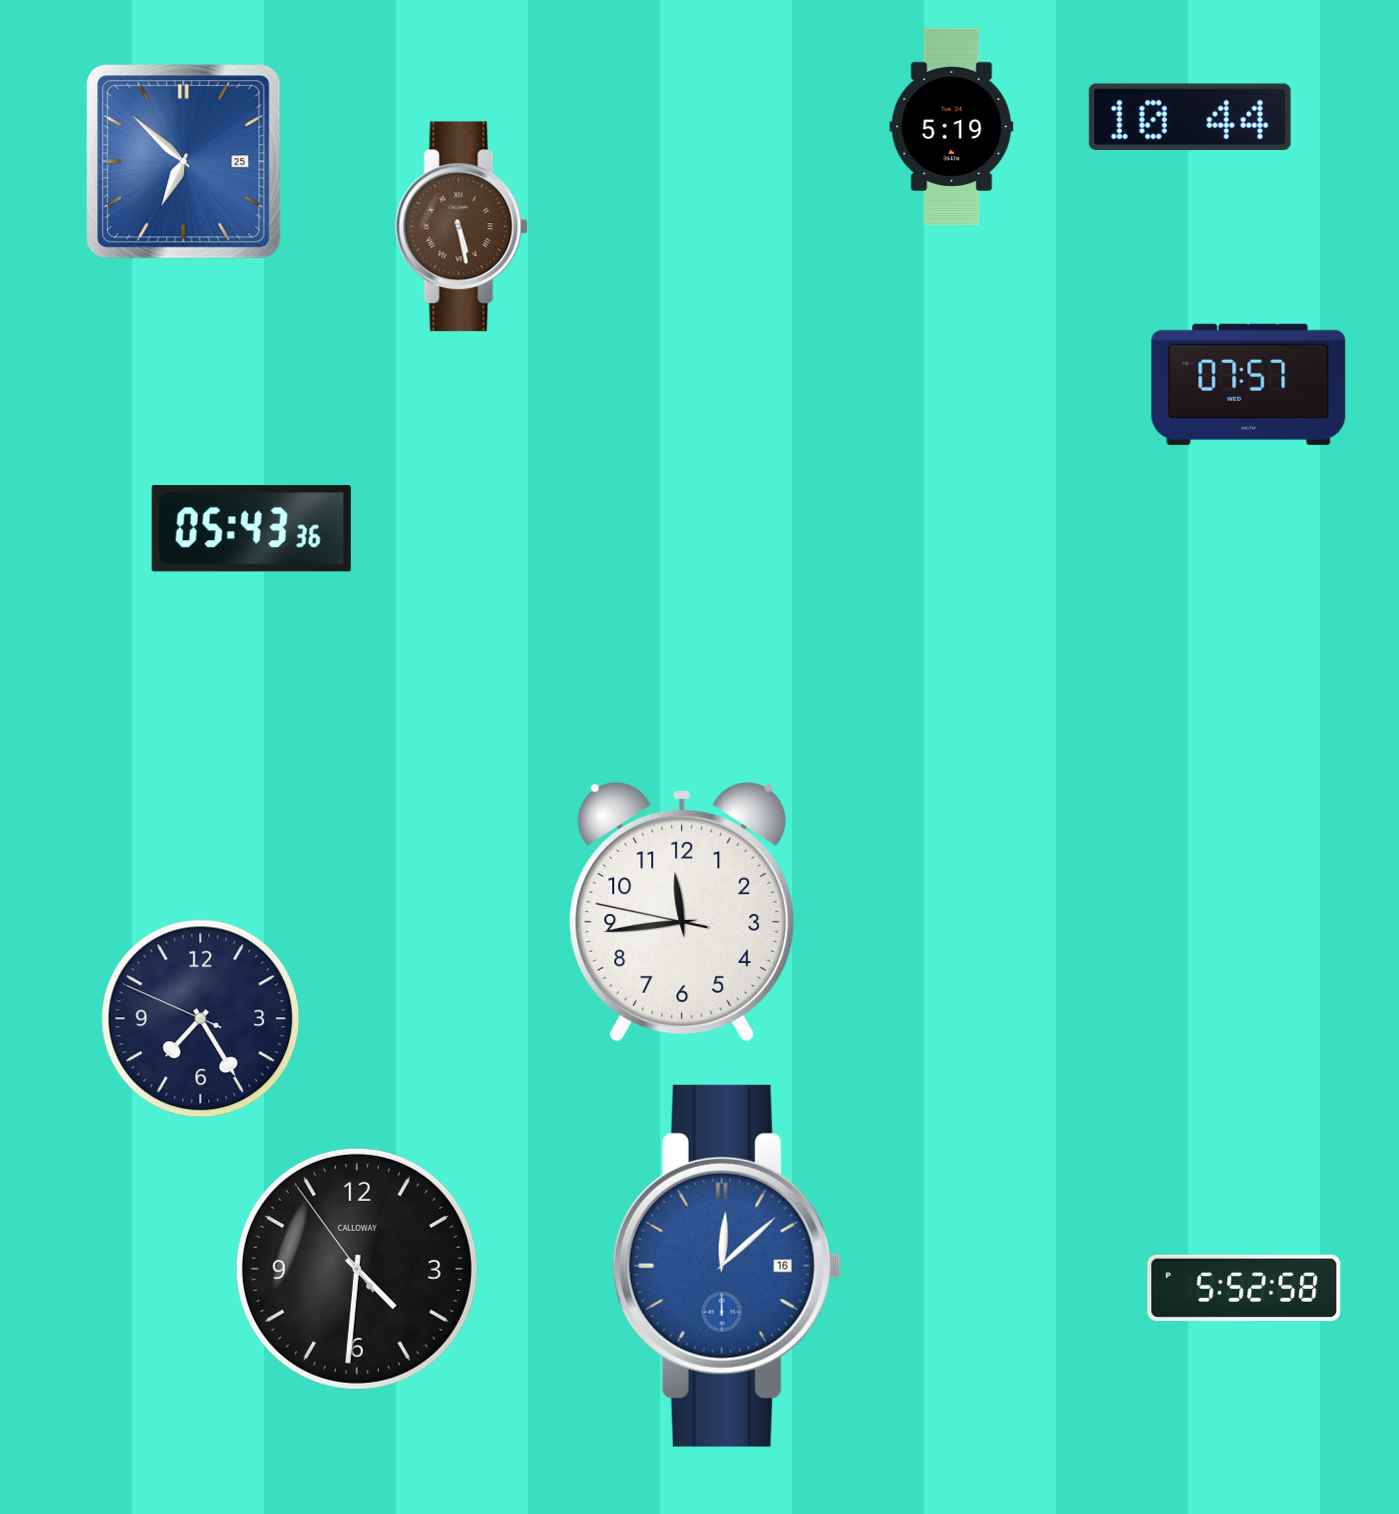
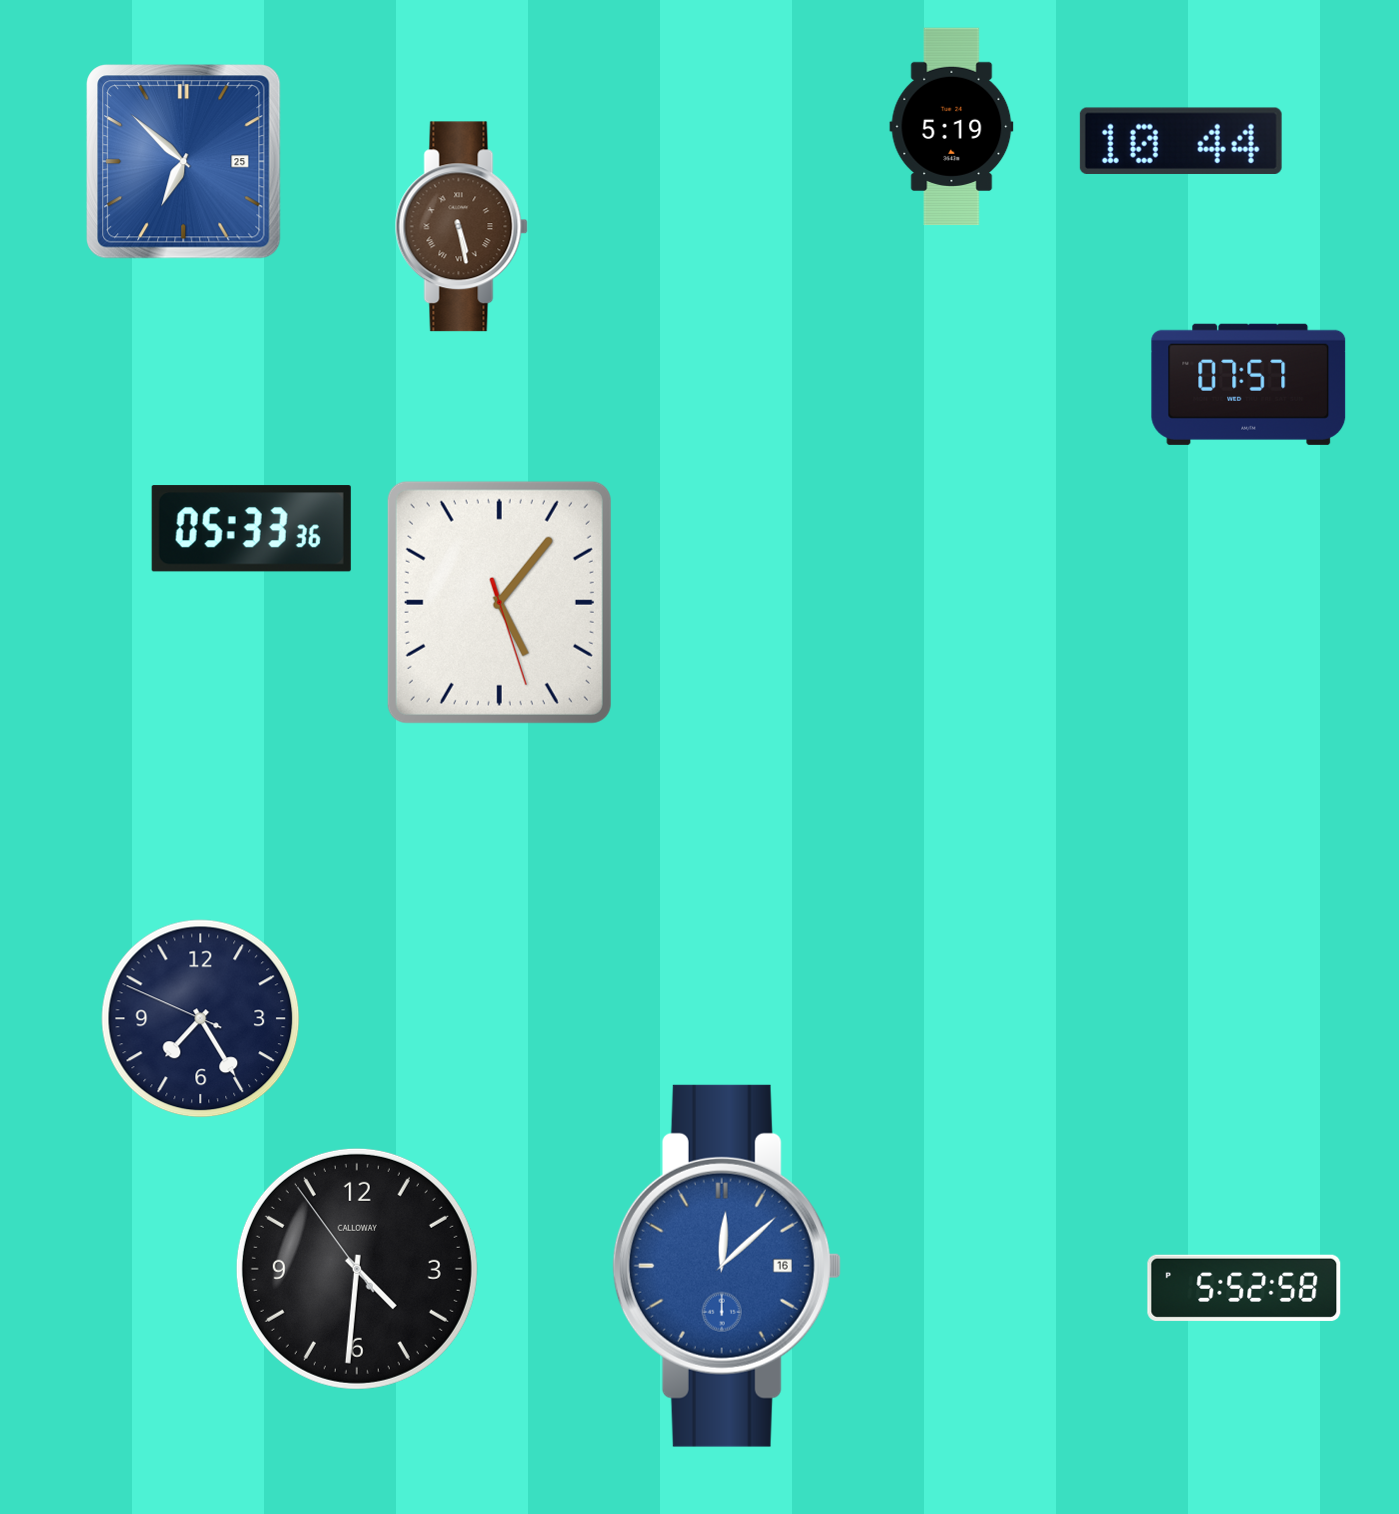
clock at (1190, 117) position: (1190, 117) -> (1181, 141)
clock at (251, 529): 05:43 -> 05:33
clock at (499, 602): none -> 5:06
clock at (682, 913): 11:43 -> none
